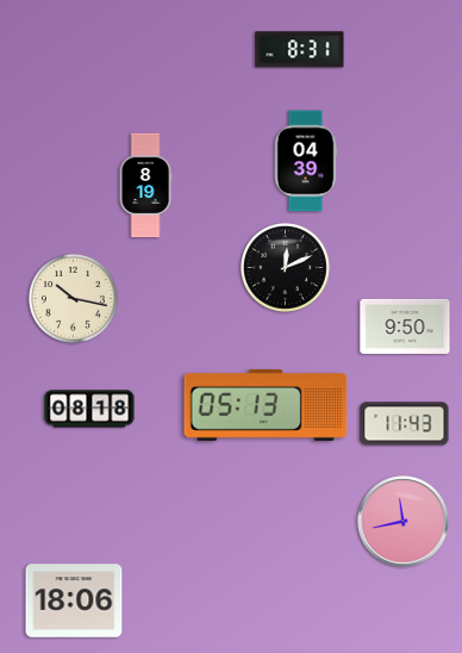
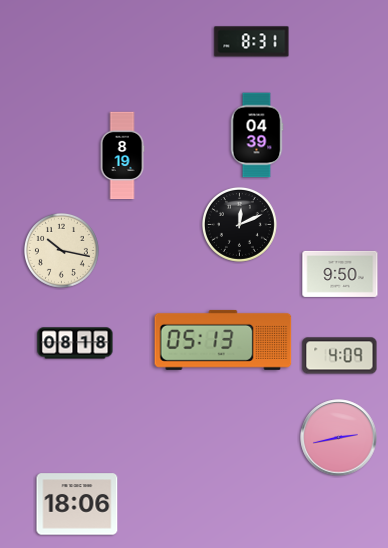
clock at (405, 424): 11:43 -> 4:09
clock at (404, 522): 11:43 -> 2:43
clock at (74, 601) position: (74, 601) -> (77, 504)
